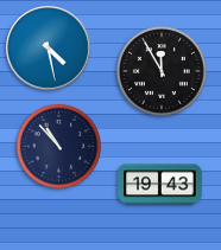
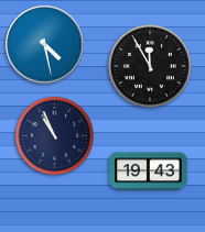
clock at (58, 146): 10:53 -> 10:56
